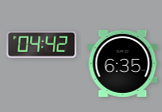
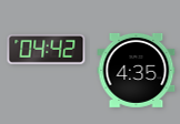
clock at (123, 63): 6:35 -> 4:35
